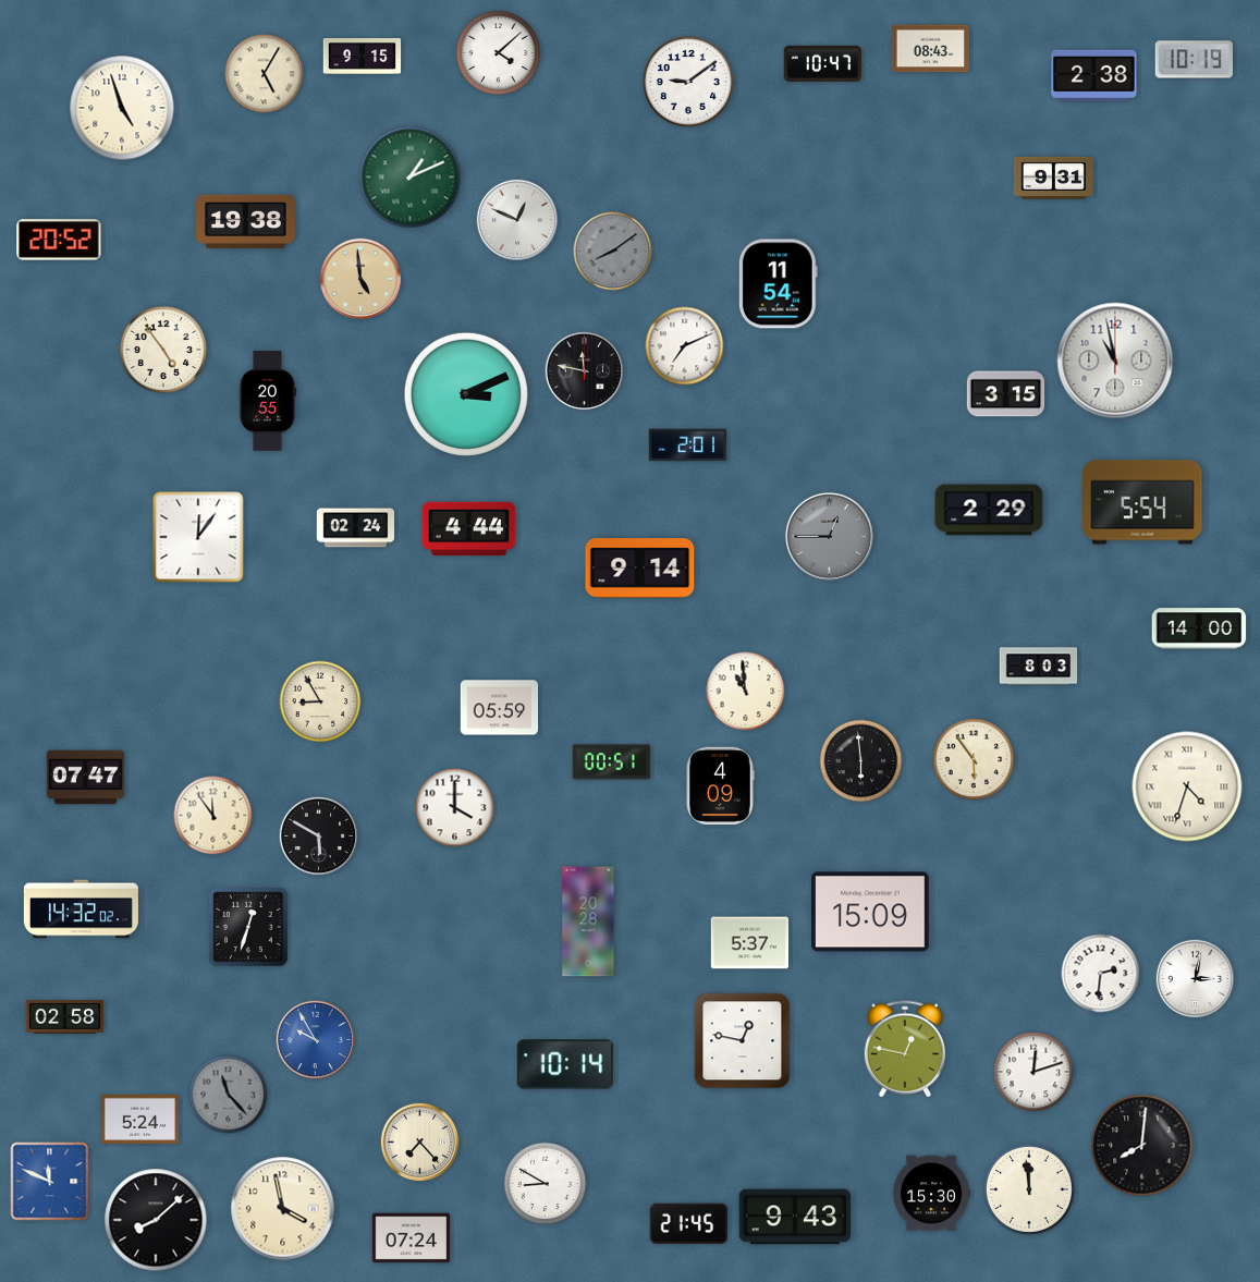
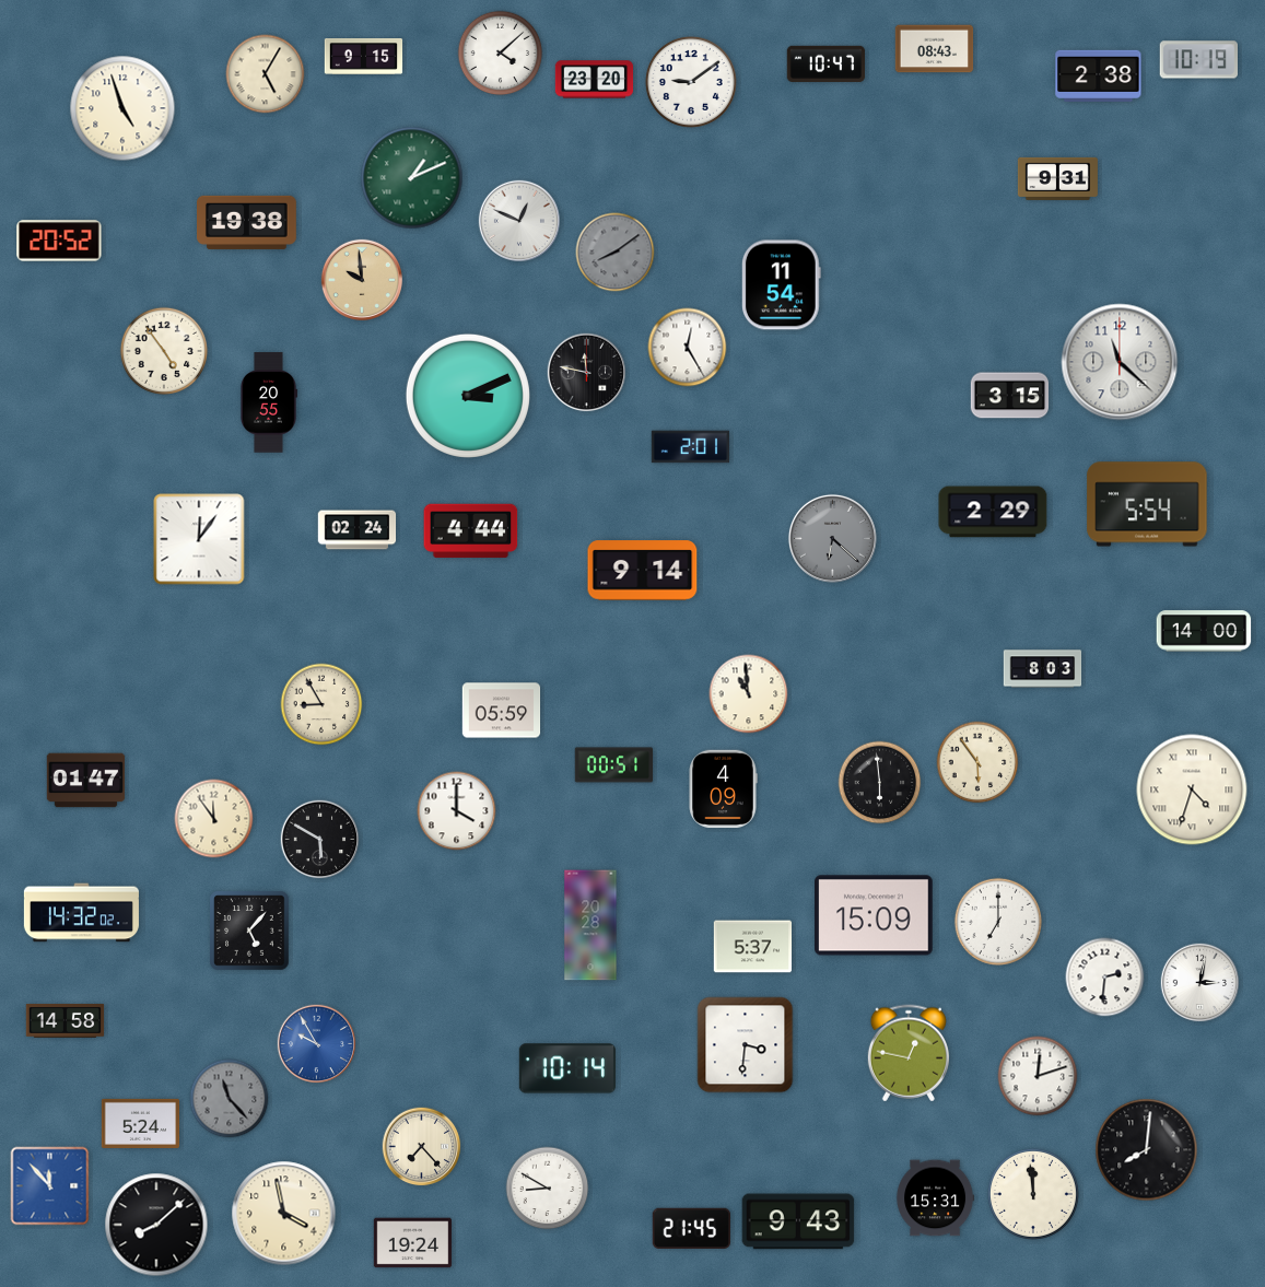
clock at (595, 80): none -> 23:20
clock at (359, 278): 4:59 -> 9:59
clock at (685, 346): 7:11 -> 12:25
clock at (1115, 361): 10:58 -> 11:22
clock at (829, 536): 12:45 -> 6:22
clock at (861, 761) position: (861, 761) -> (880, 783)
clock at (86, 778): 07:47 -> 01:47
clock at (997, 921): none -> 7:00
clock at (248, 927): 12:33 -> 5:07
clock at (65, 1017): 02:58 -> 14:58
clock at (743, 1041): 12:47 -> 3:31
clock at (50, 1182): 11:49 -> 11:53
clock at (932, 1194): 15:30 -> 15:31
clock at (412, 1238): 07:24 -> 19:24
